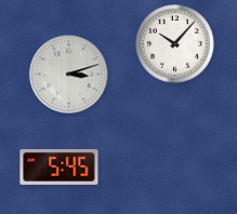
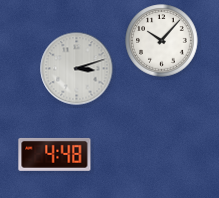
clock at (69, 75) position: (69, 75) -> (77, 69)
clock at (60, 166): 5:45 -> 4:48
